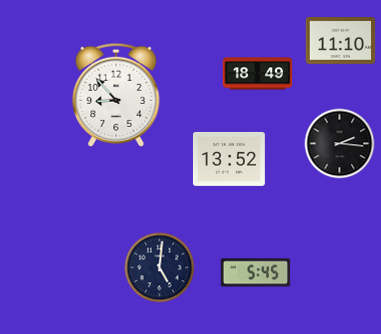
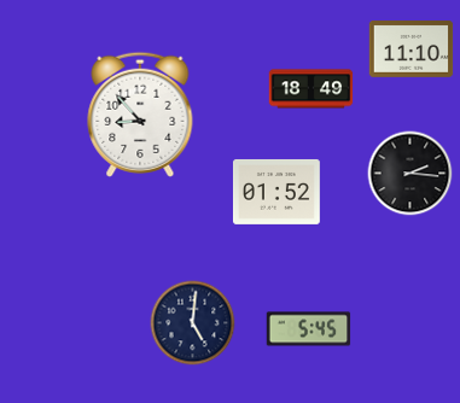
clock at (229, 159): 13:52 -> 01:52
